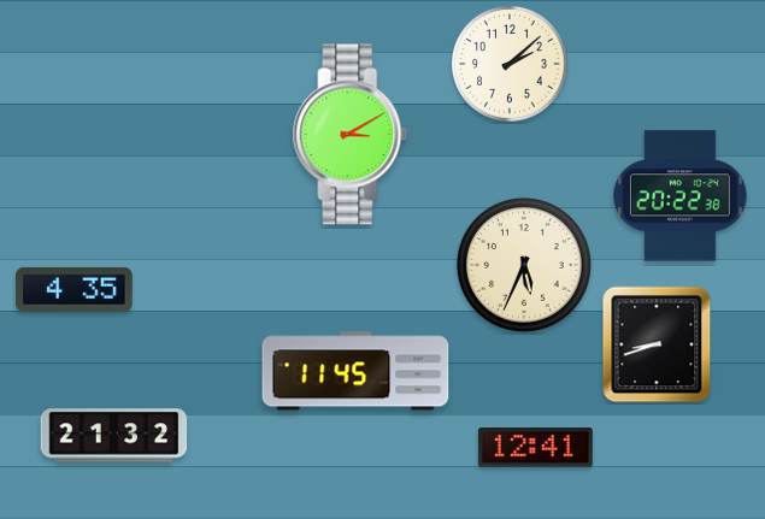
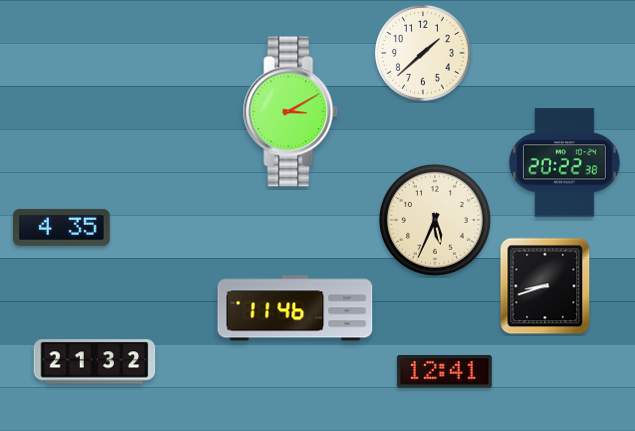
clock at (510, 64): 2:08 -> 1:38
clock at (75, 289) position: (75, 289) -> (62, 227)
clock at (355, 371): 11:45 -> 11:46
